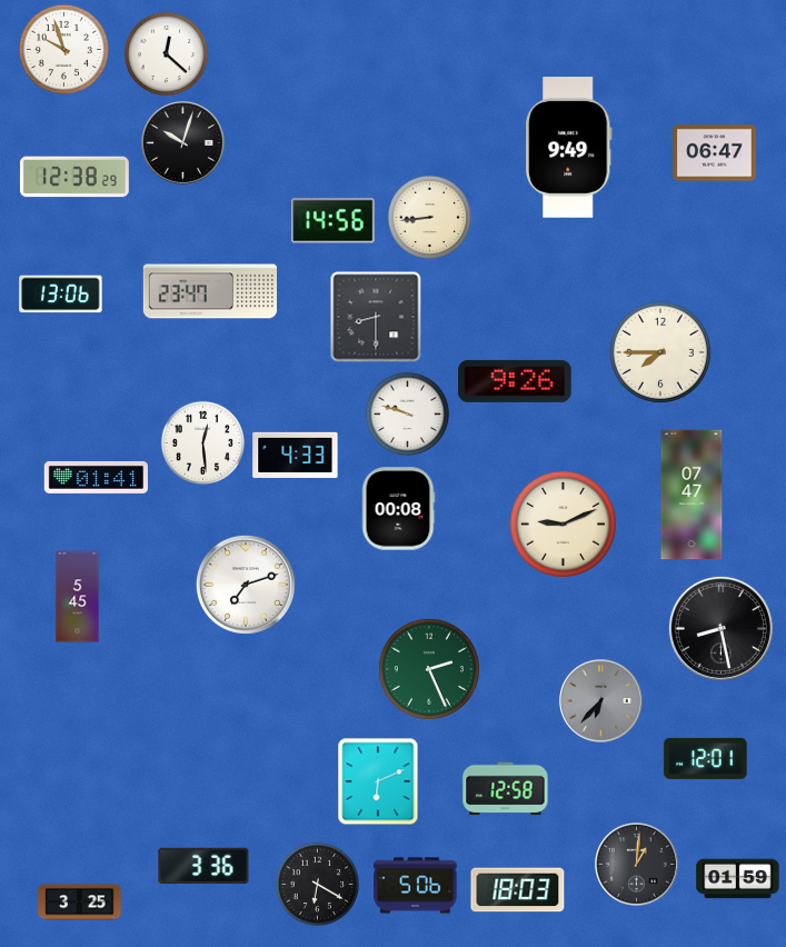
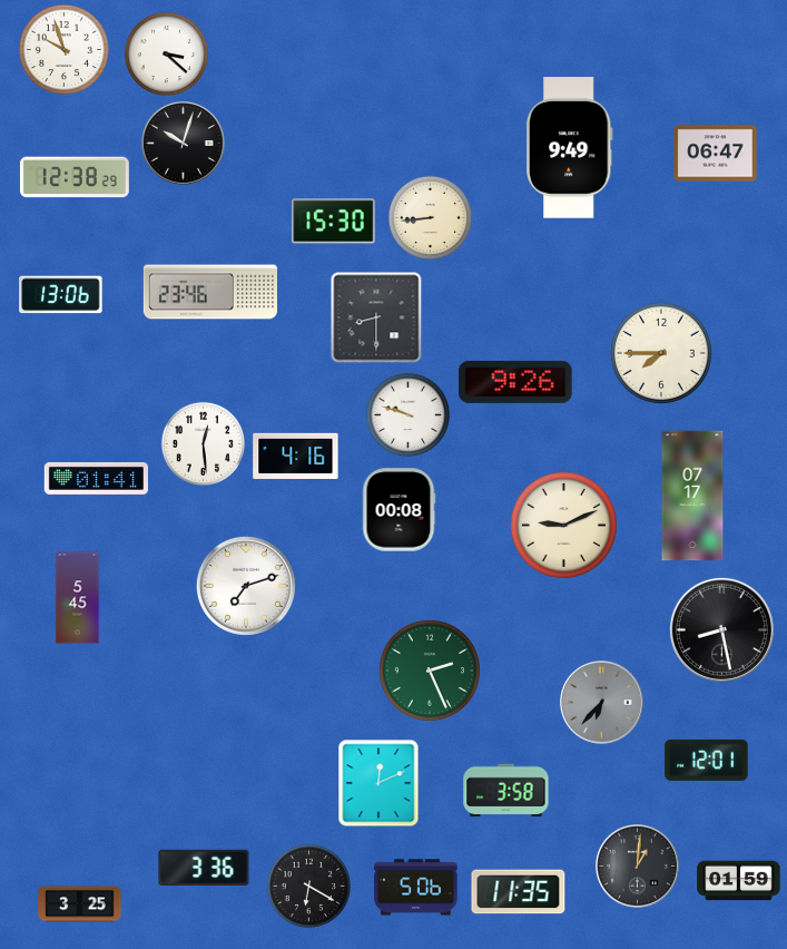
clock at (166, 53): 12:22 -> 3:22
clock at (334, 221): 14:56 -> 15:30
clock at (209, 291): 23:47 -> 23:46
clock at (296, 455): 4:33 -> 4:16
clock at (692, 495): 07:47 -> 07:17
clock at (378, 781): 6:11 -> 12:11
clock at (506, 789): 12:58 -> 3:58
clock at (317, 884) position: (317, 884) -> (308, 886)
clock at (518, 890): 18:03 -> 11:35
